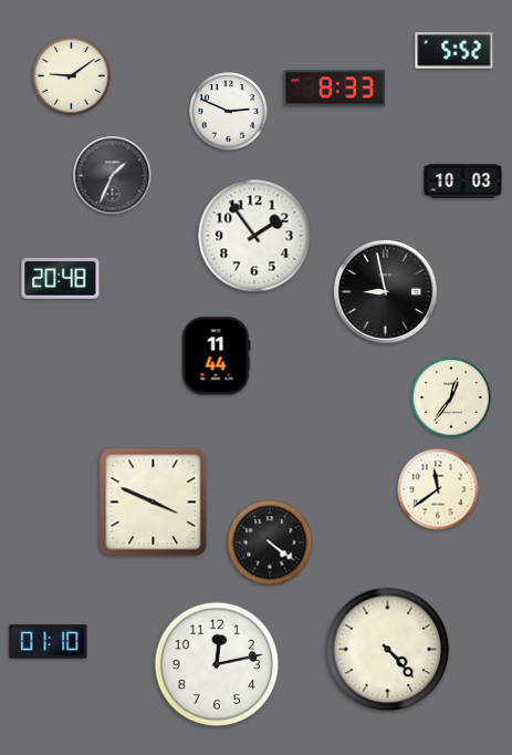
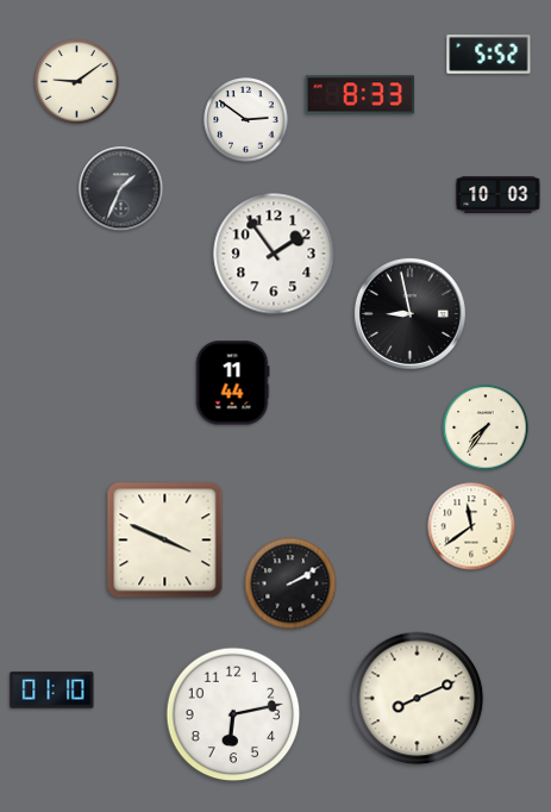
clock at (229, 112): 2:49 -> 2:51
clock at (61, 278): 20:48 -> none
clock at (385, 291) position: (385, 291) -> (409, 313)
clock at (451, 397): 12:36 -> 7:36
clock at (270, 542): 4:21 -> 2:10
clock at (388, 650): 4:23 -> 8:11
clock at (217, 664): 12:13 -> 6:13
